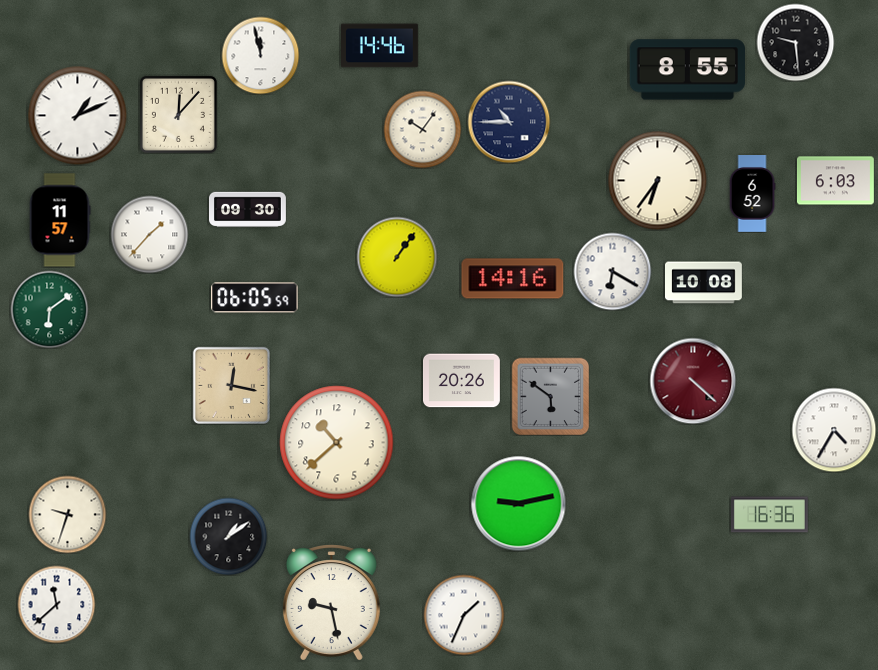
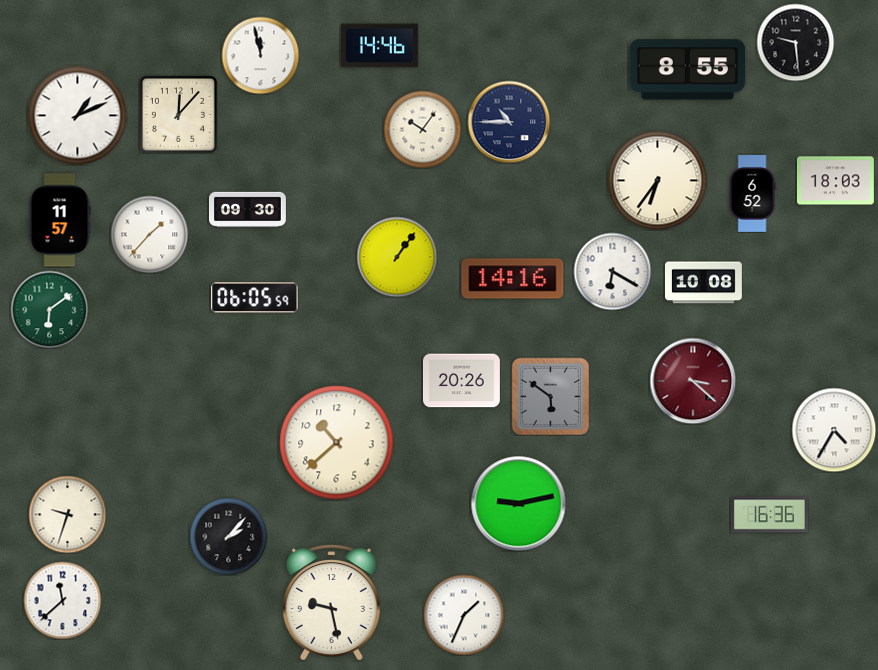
clock at (836, 181): 6:03 -> 18:03
clock at (693, 381): 4:22 -> 3:22
clock at (231, 385): 12:17 -> none
clock at (228, 536): 1:09 -> 2:07
clock at (56, 604) position: (56, 604) -> (62, 600)
